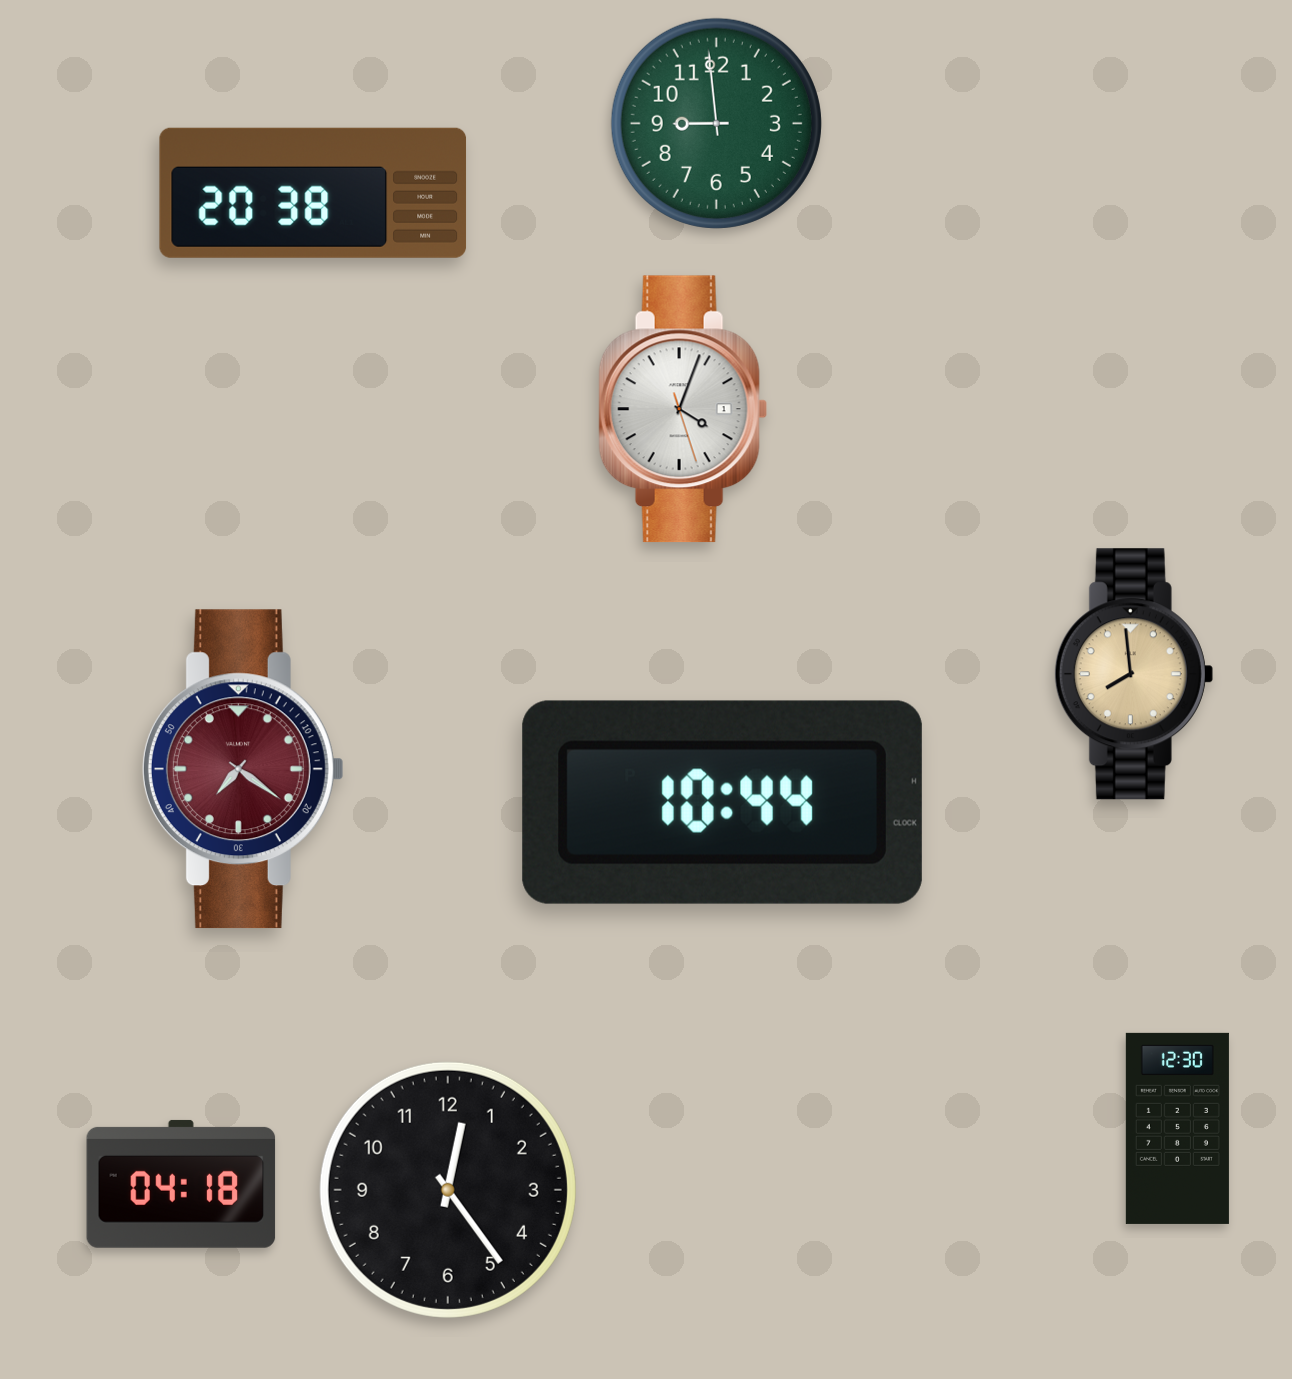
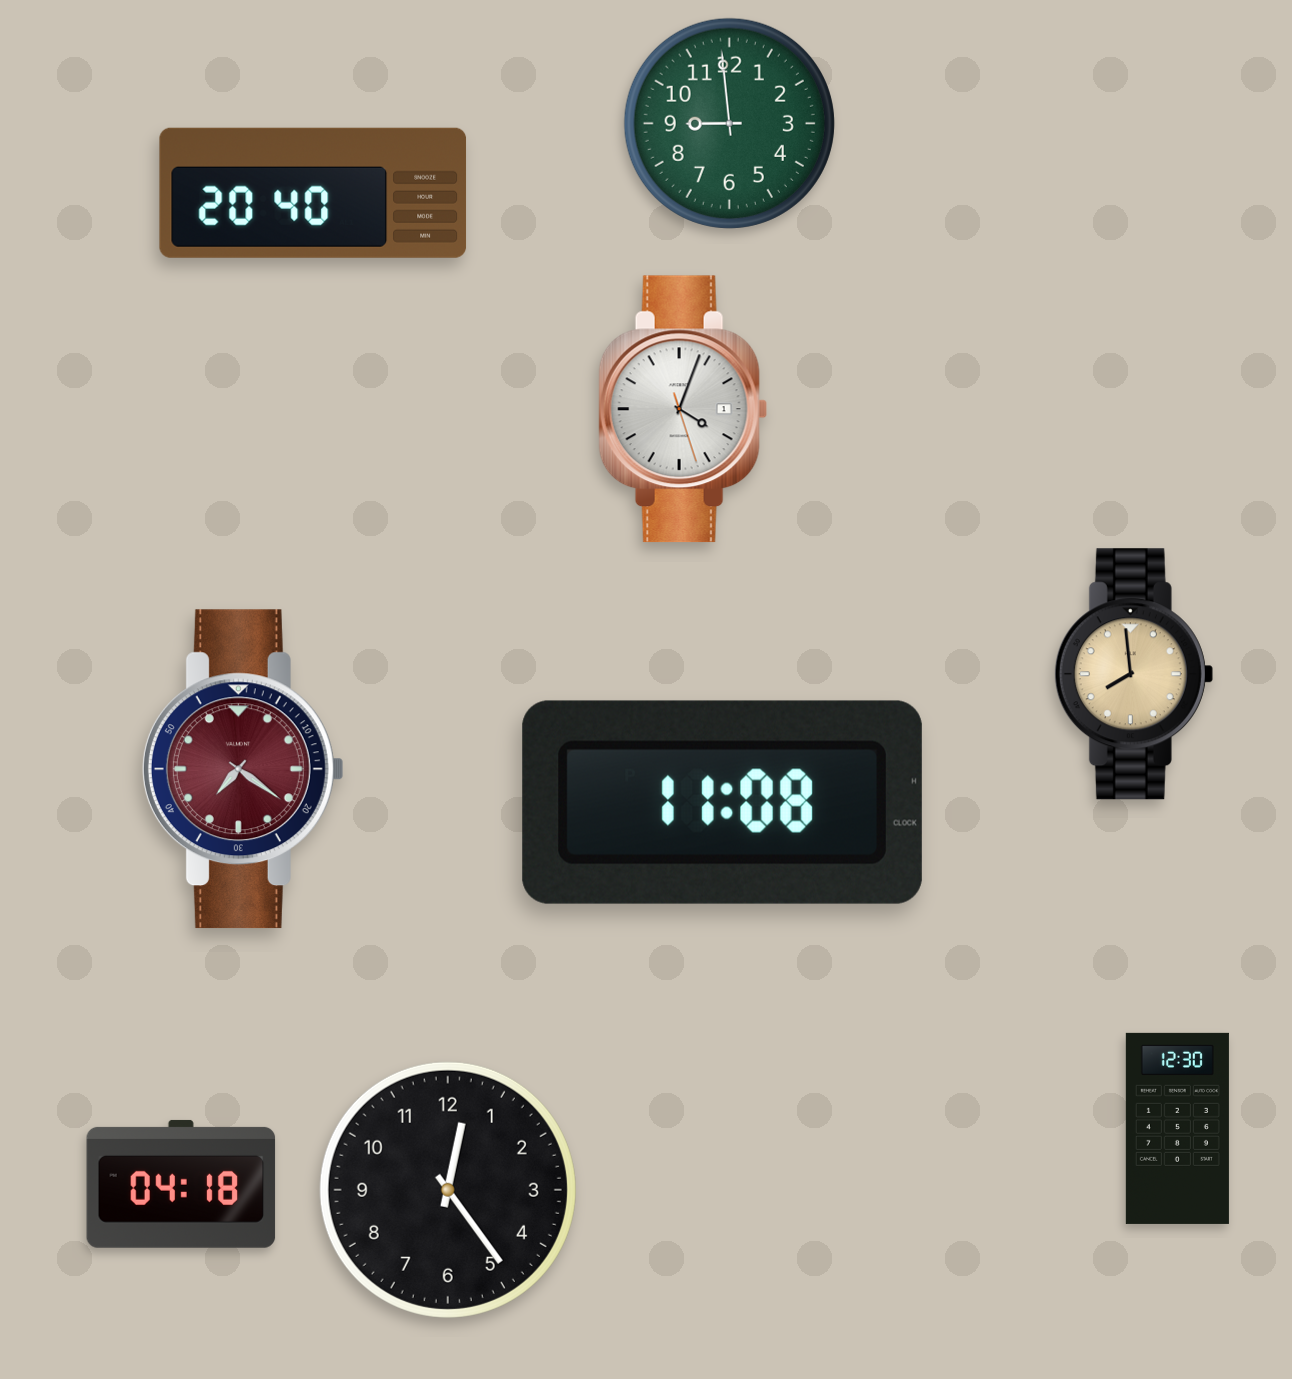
clock at (716, 123) position: (716, 123) -> (729, 123)
clock at (313, 193): 20:38 -> 20:40
clock at (722, 802): 10:44 -> 11:08
